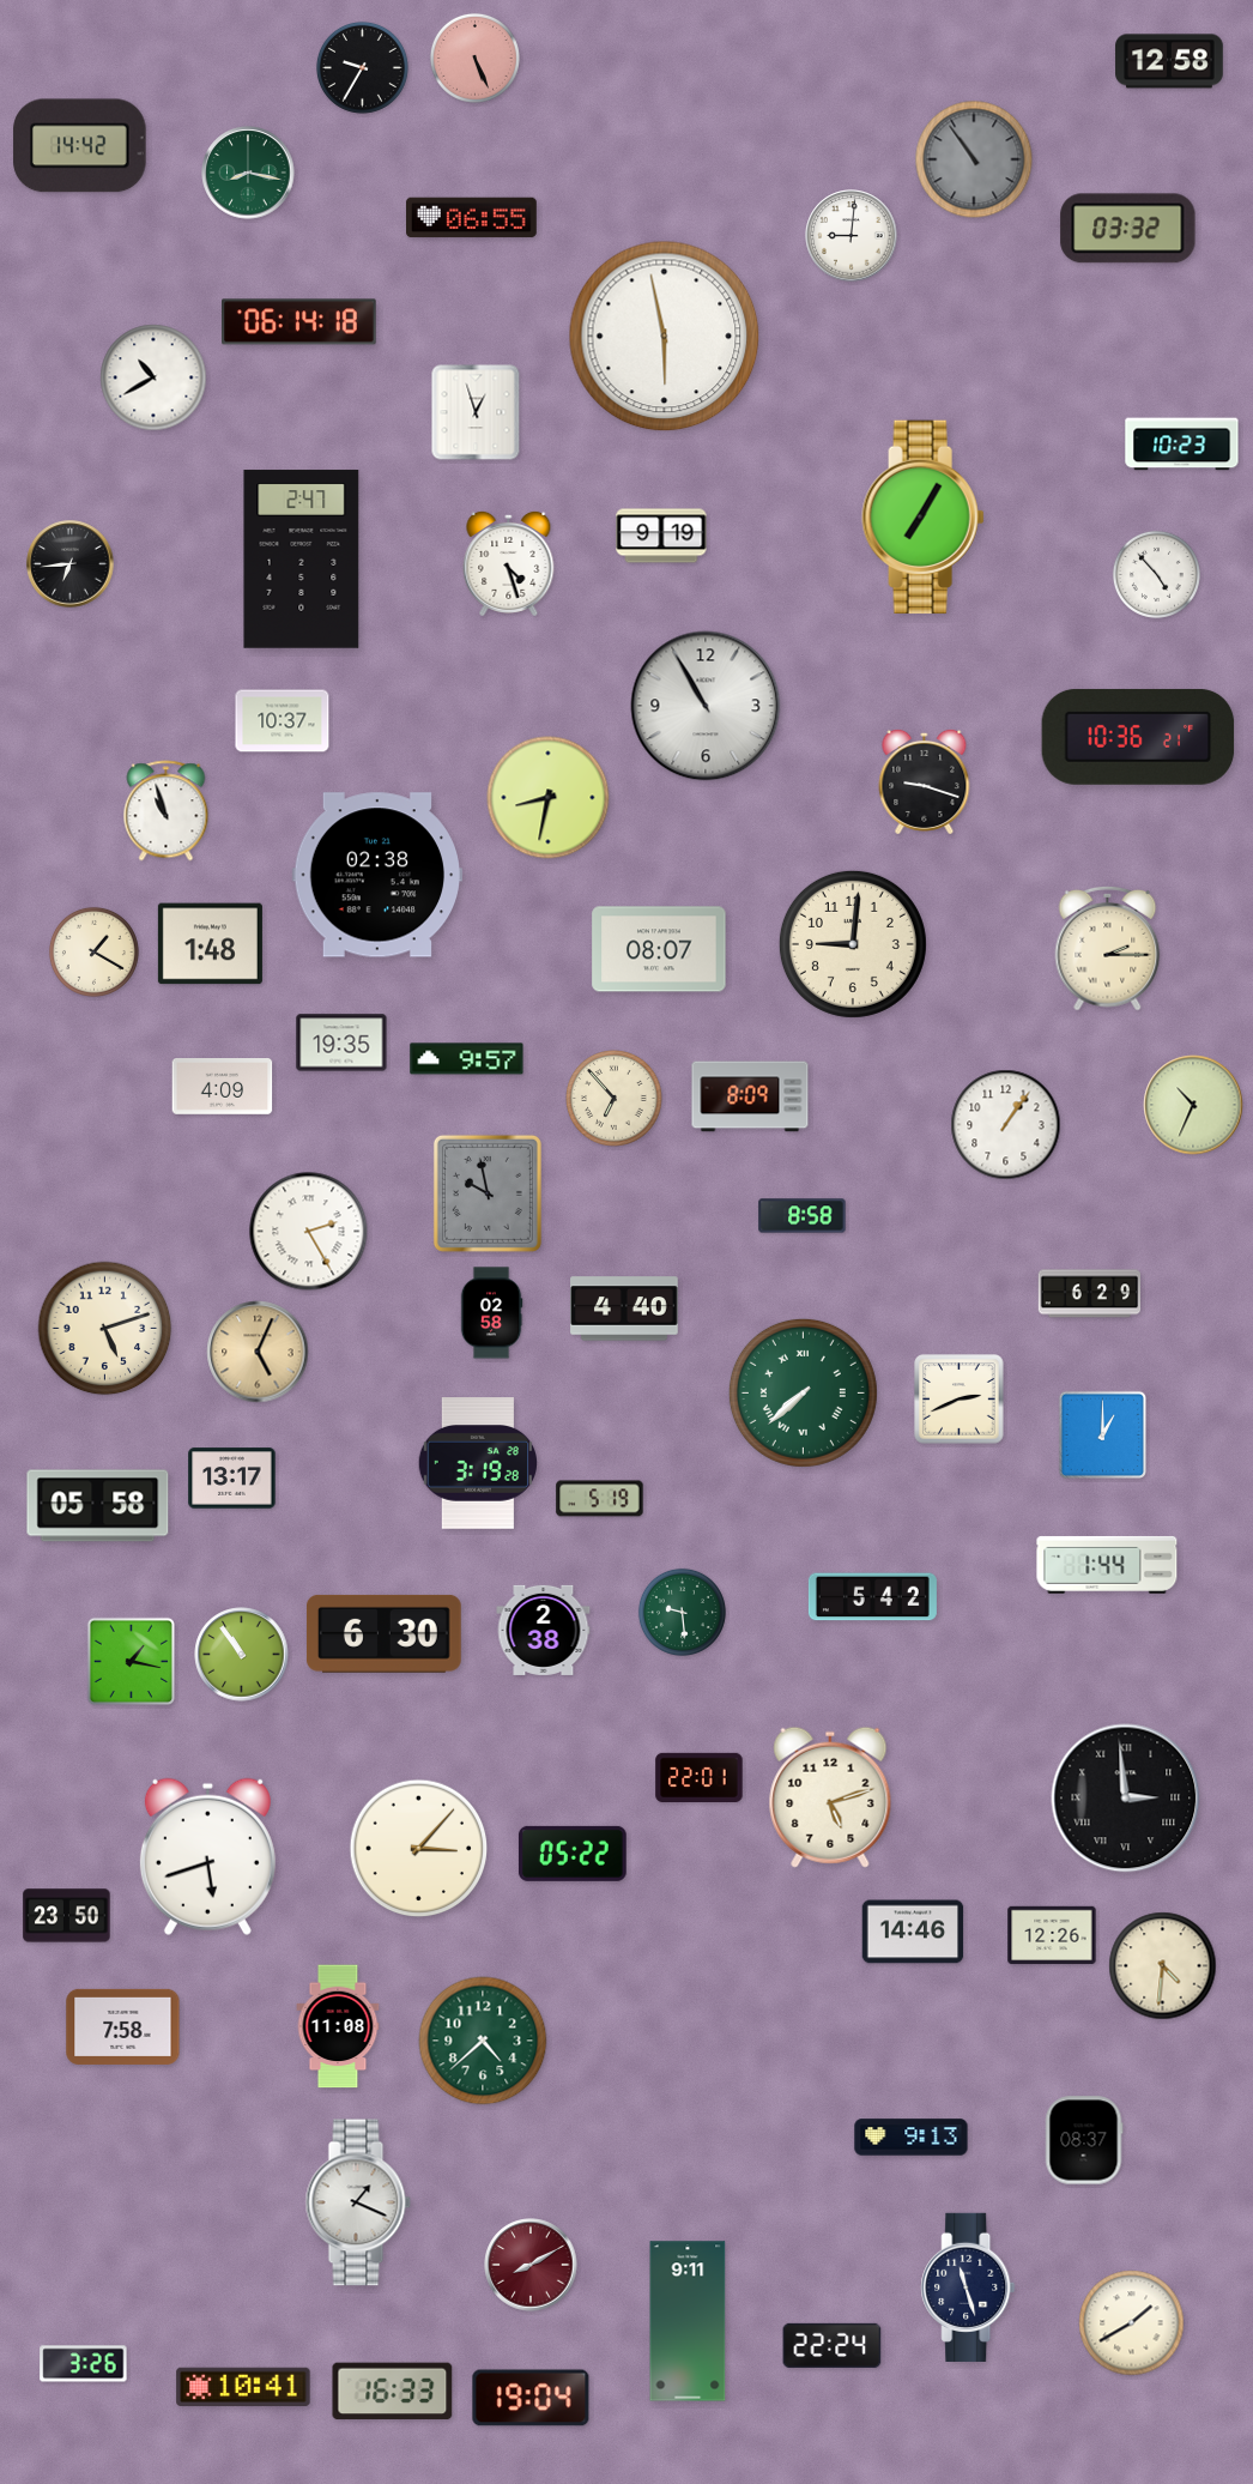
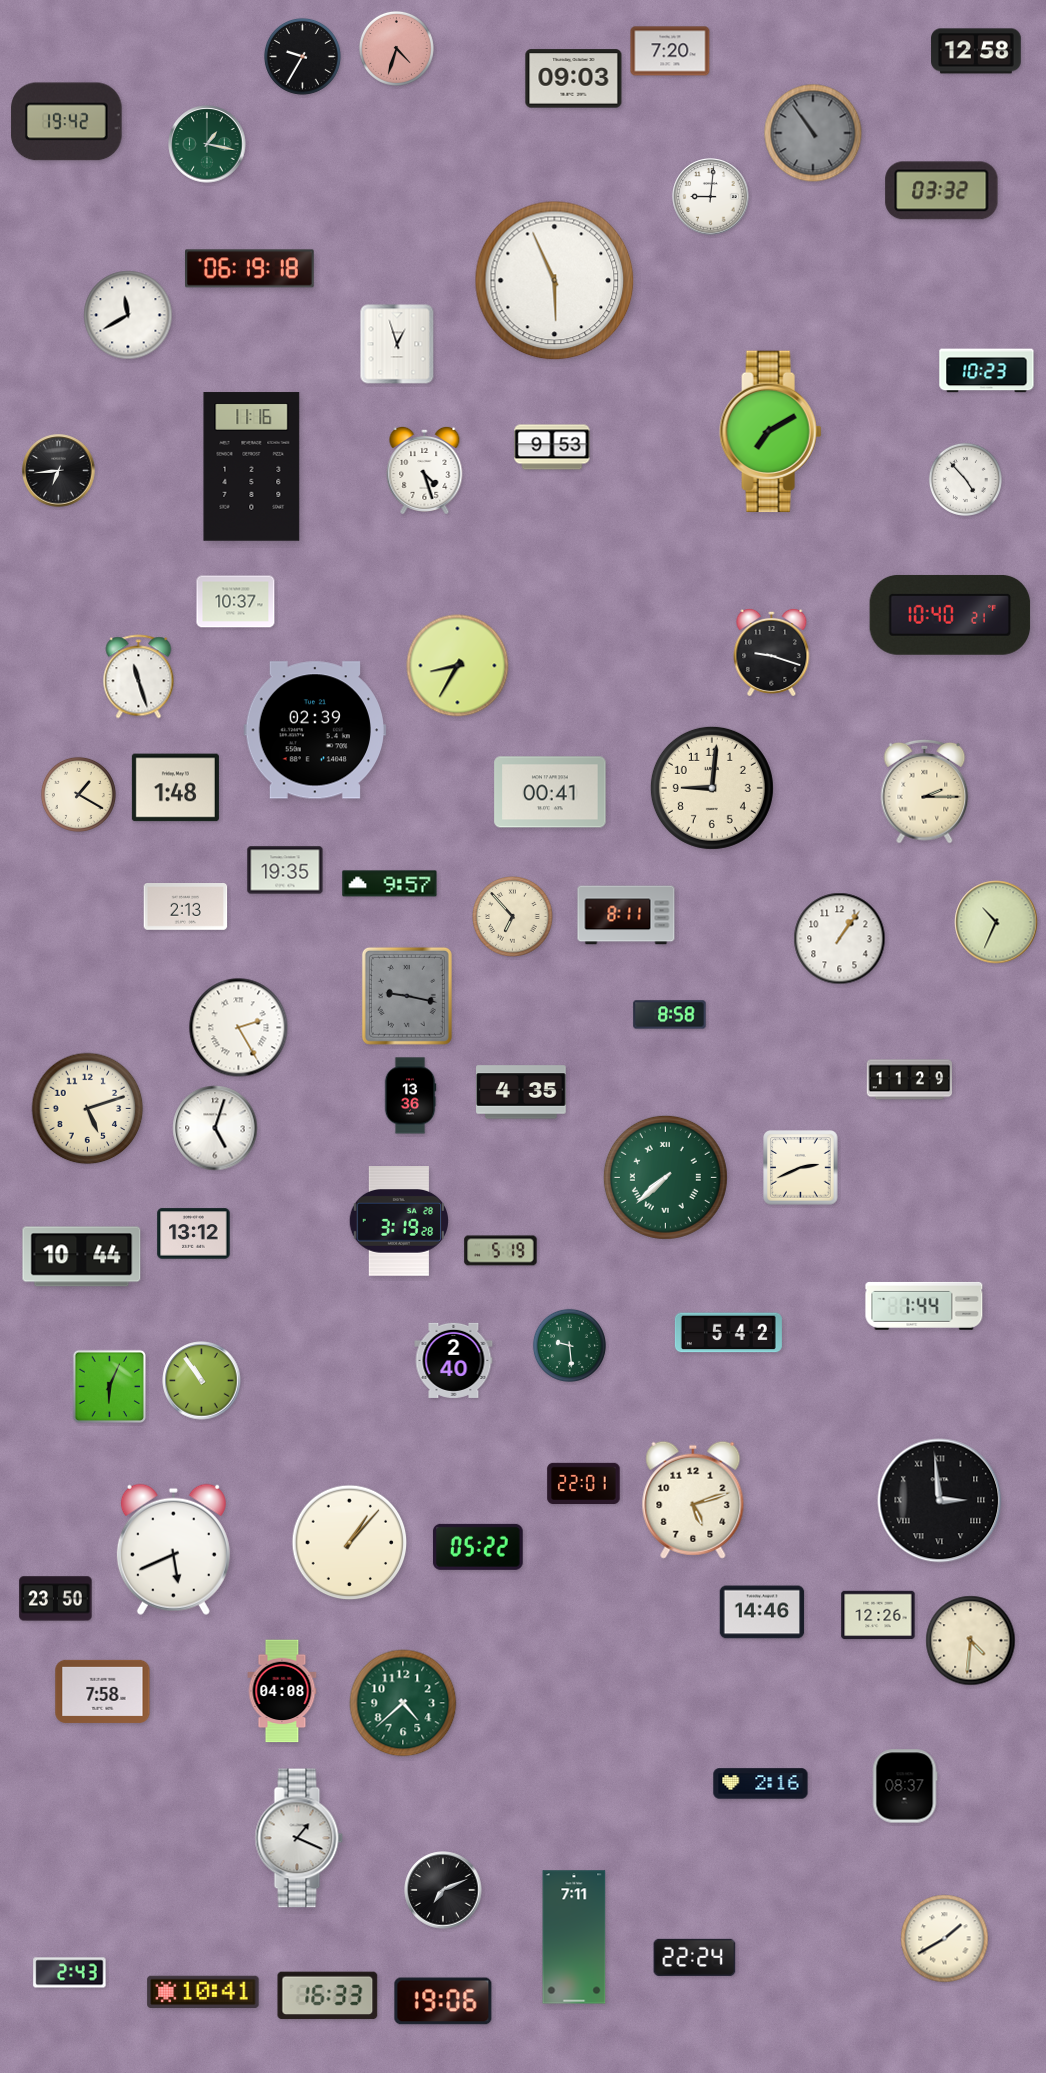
clock at (474, 58): 5:26 -> 4:33
clock at (670, 51): none -> 7:20
clock at (574, 79): none -> 09:03
clock at (80, 146): 14:42 -> 19:42
clock at (248, 173): 8:17 -> 1:17
clock at (472, 218): 06:55 -> none
clock at (299, 322): 06:14 -> 06:19
clock at (665, 337): 5:58 -> 5:56
clock at (153, 377): 10:40 -> 11:40
clock at (924, 518): 7:05 -> 7:10
clock at (661, 536): 9:19 -> 9:53
clock at (302, 560): 2:47 -> 11:16
clock at (706, 706): 10:55 -> none
clock at (1138, 737): 10:36 -> 10:40
clock at (549, 798): 8:32 -> 8:35
clock at (167, 811): 10:57 -> 11:27
clock at (376, 875): 02:38 -> 02:39
clock at (659, 949): 08:07 -> 00:41
clock at (223, 1087): 4:09 -> 2:13
clock at (750, 1096): 8:09 -> 8:11
clock at (488, 1193): 9:58 -> 9:17
clock at (309, 1232) position: (309, 1232) -> (239, 1028)
clock at (1089, 1294): 6:29 -> 11:29
clock at (624, 1309): 4:40 -> 4:35
clock at (491, 1313): 02:58 -> 13:36
clock at (258, 1352): 5:04 -> 5:03
clock at (258, 1352) dial: champagne -> white
clock at (803, 1392) position: (803, 1392) -> (665, 1177)
clock at (1102, 1434): 1:00 -> none
clock at (232, 1479): 13:17 -> 13:12
clock at (98, 1506): 05:58 -> 10:44
clock at (544, 1630): 2:38 -> 2:40
clock at (383, 1633): 6:30 -> none
clock at (131, 1661): 1:17 -> 6:04
clock at (419, 1849): 3:07 -> 1:07
clock at (207, 1856): 5:42 -> 5:41
clock at (338, 2026): 11:08 -> 04:08
clock at (912, 2138): 9:13 -> 2:16
clock at (531, 2265): 8:10 -> 7:11
clock at (531, 2265) dial: burgundy -> black
clock at (968, 2287): 11:27 -> none
clock at (688, 2321): 9:11 -> 7:11
clock at (84, 2364): 3:26 -> 2:43
clock at (531, 2398): 19:04 -> 19:06
